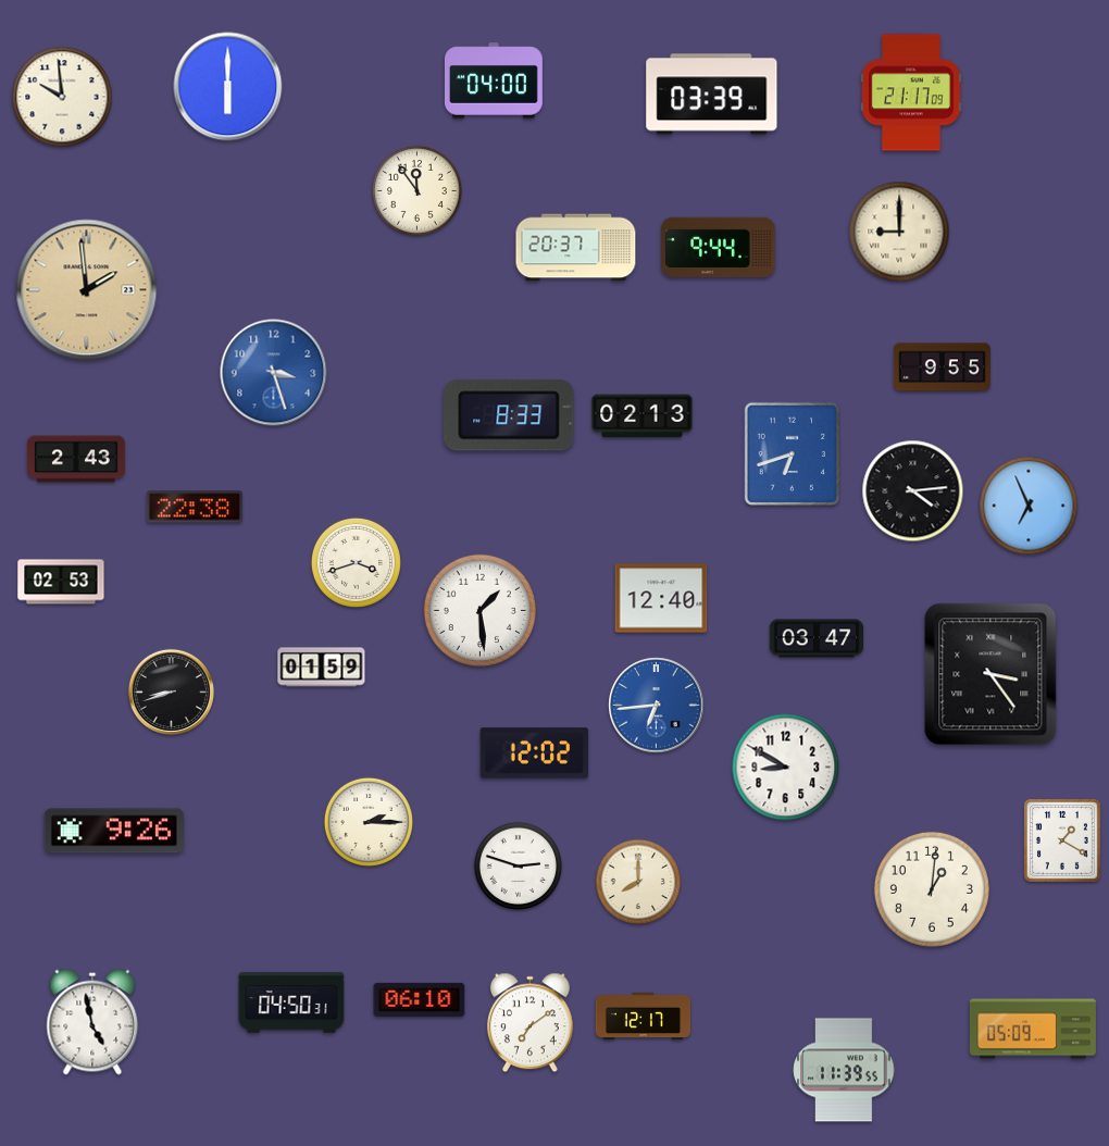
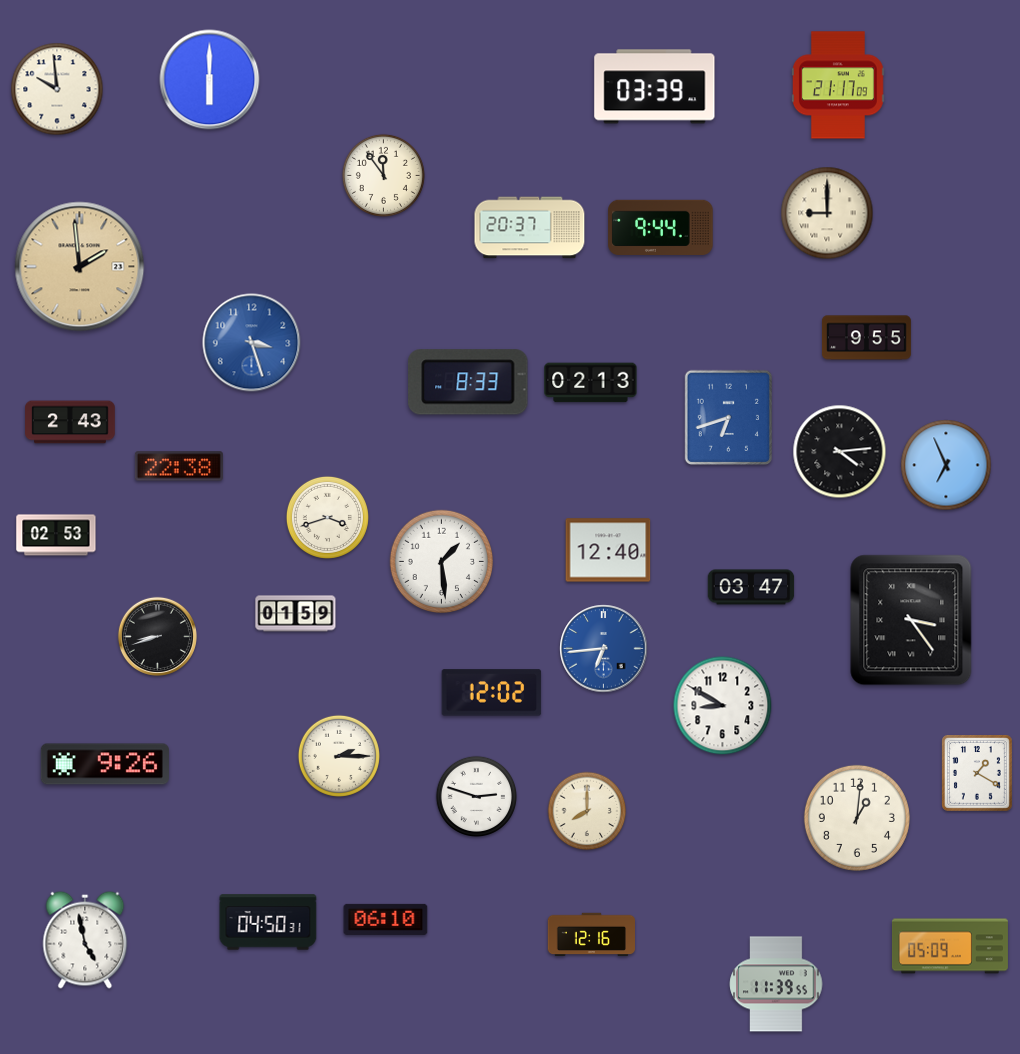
clock at (495, 80): 04:00 -> none
clock at (643, 1017): 12:17 -> 12:16
clock at (529, 1023): 7:09 -> none
